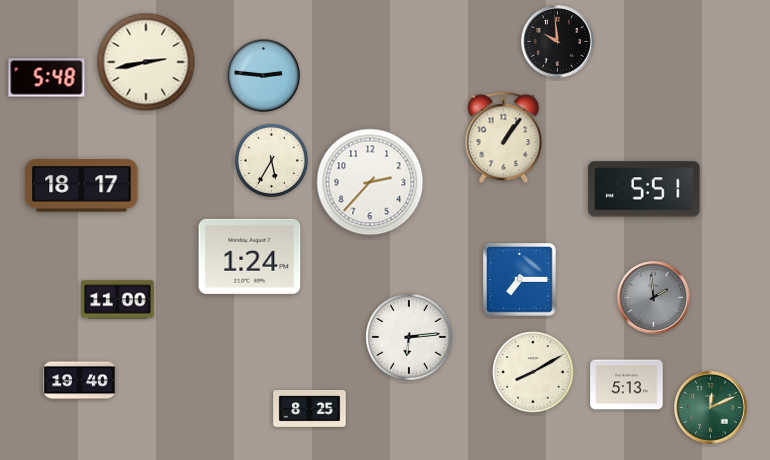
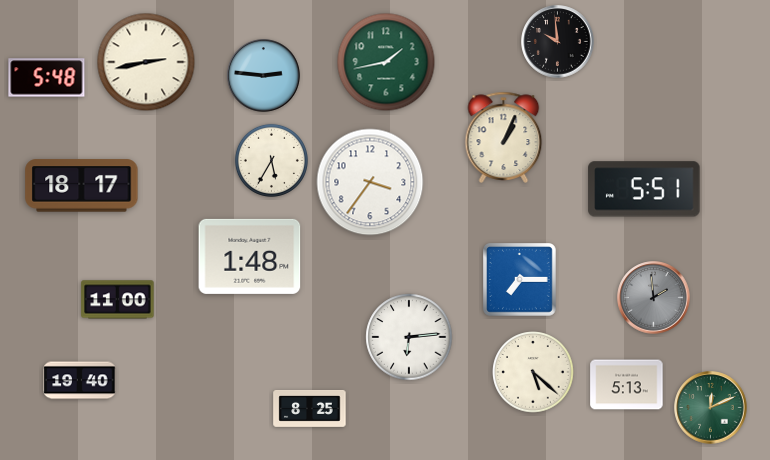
clock at (386, 62): none -> 1:43
clock at (504, 137): 1:06 -> 1:04
clock at (370, 182): 2:37 -> 3:36
clock at (250, 256): 1:24 -> 1:48
clock at (533, 372): 8:10 -> 5:22
